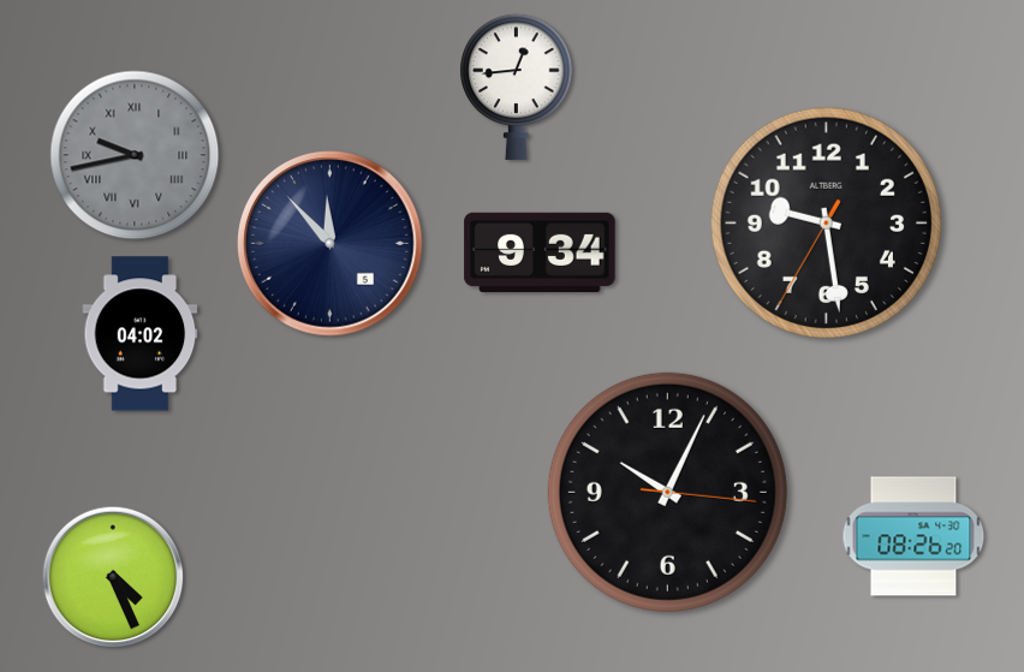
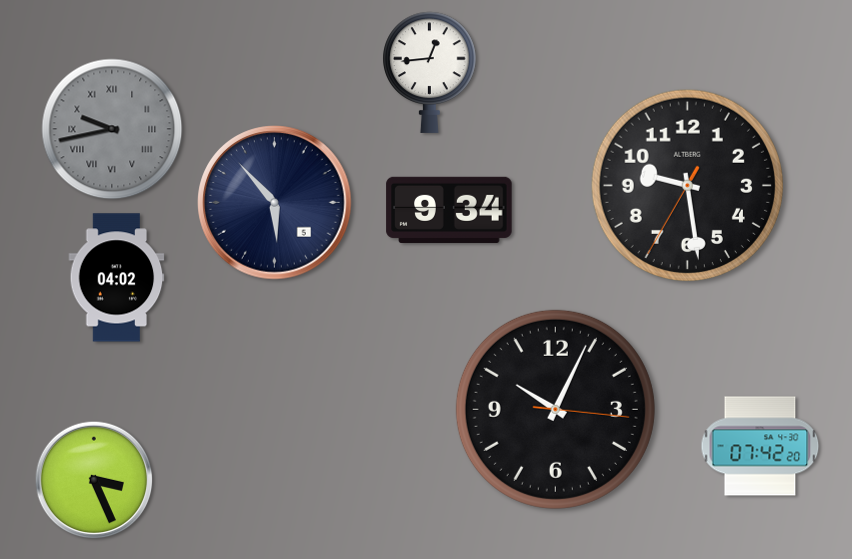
clock at (331, 244): 11:53 -> 5:53
clock at (913, 536): 08:26 -> 07:42
clock at (113, 577): 4:26 -> 3:26
